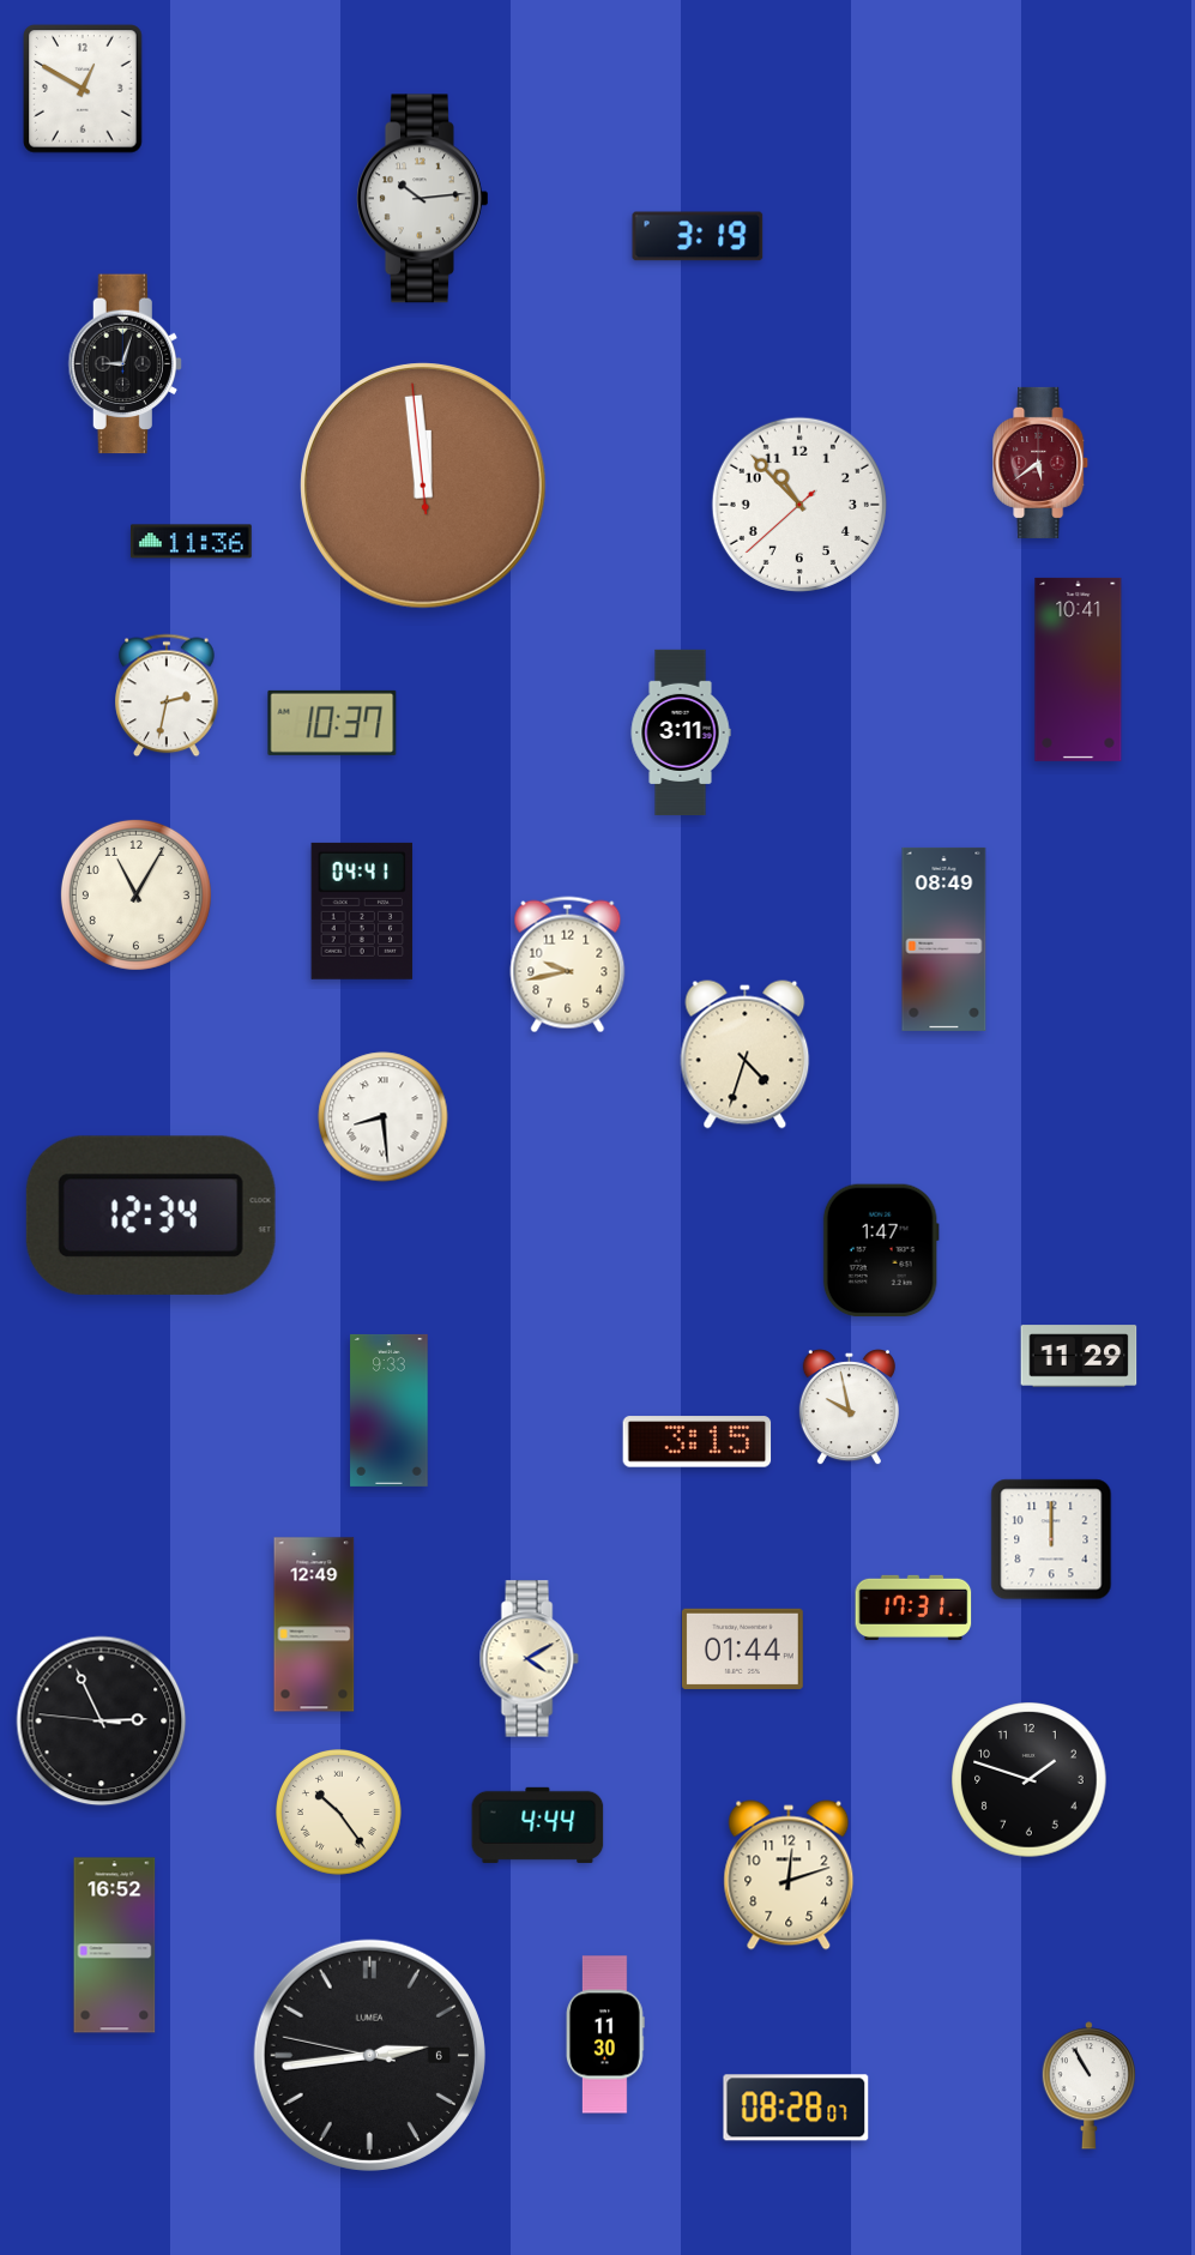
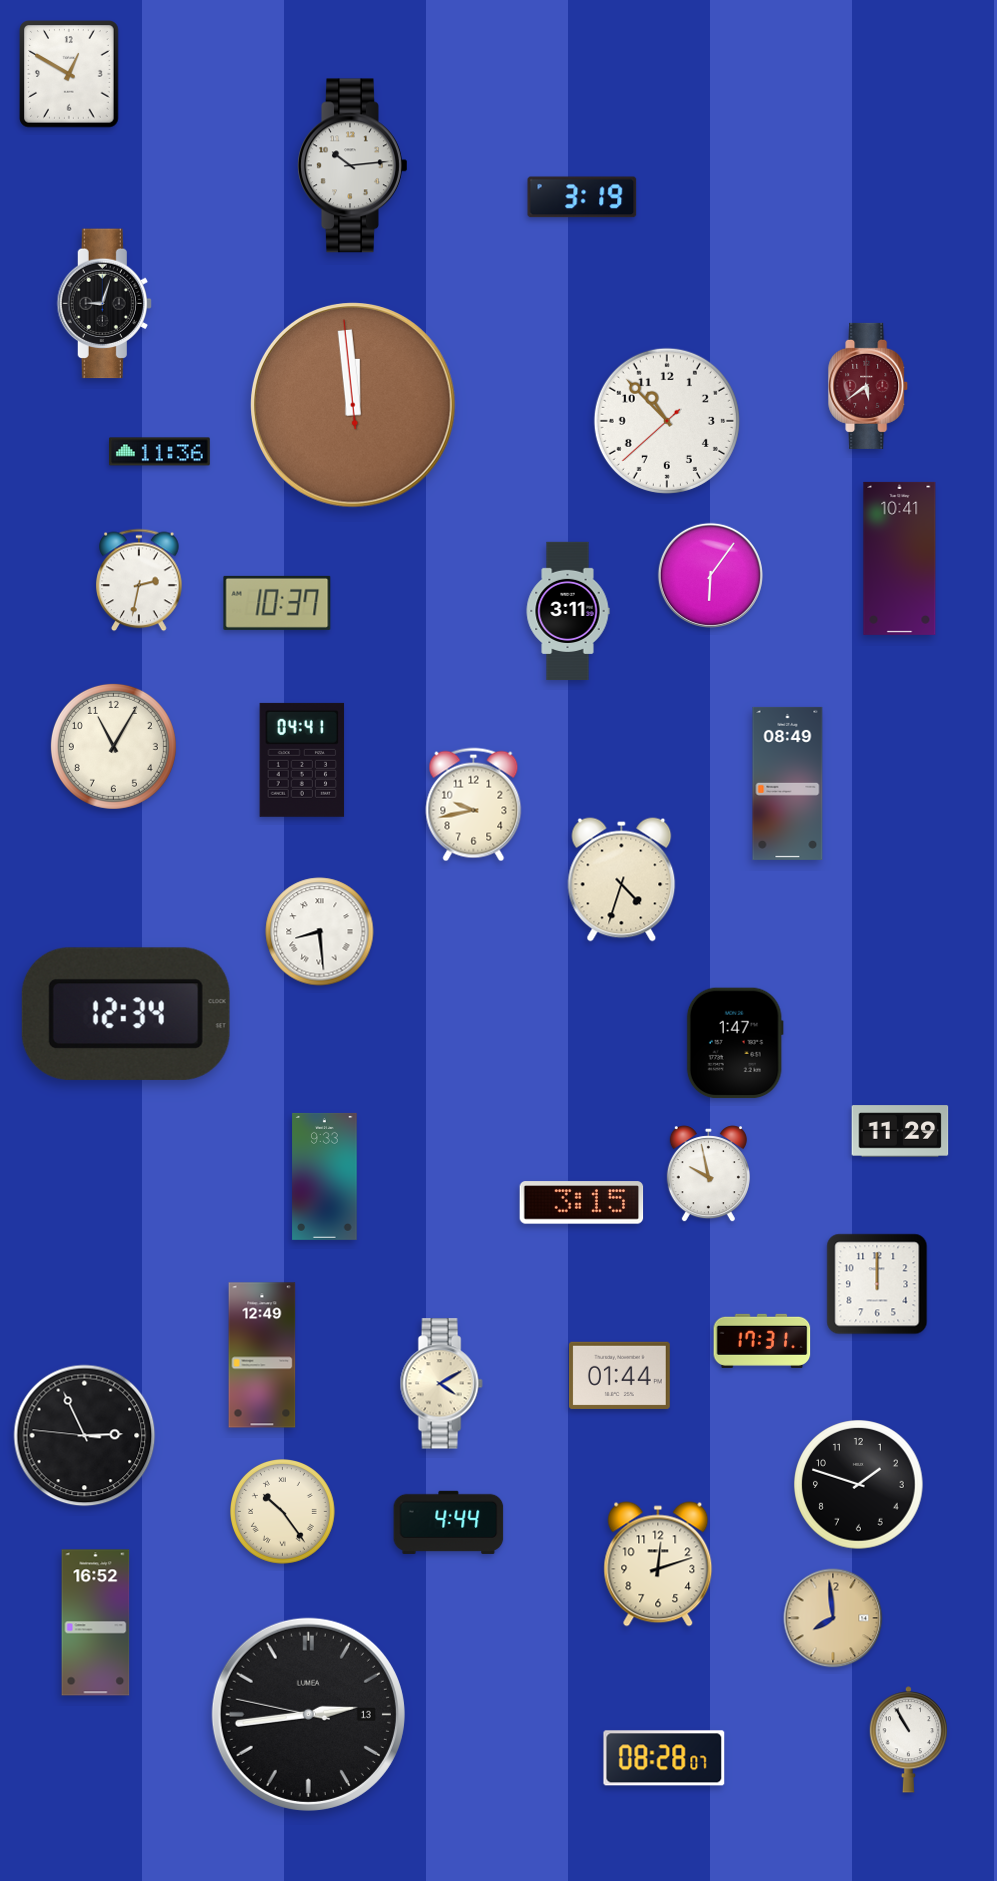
clock at (710, 575): none -> 6:06
clock at (833, 1618): none -> 7:59
clock at (606, 2034): 11:30 -> none
clock at (369, 2055) date: 6 -> 13
